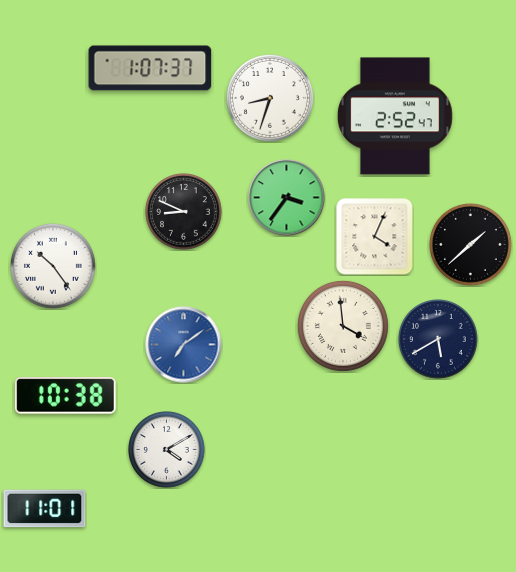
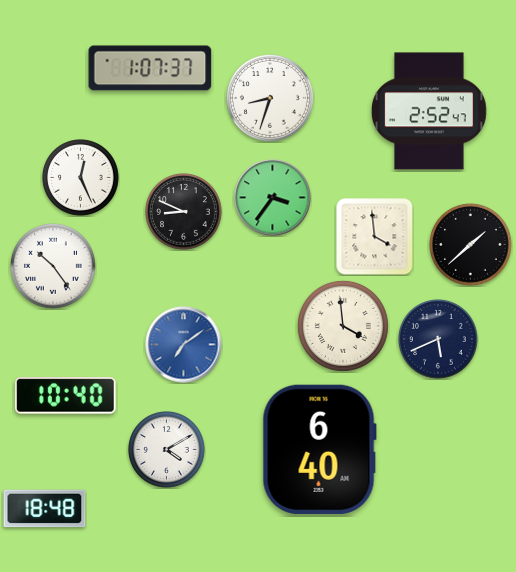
clock at (396, 116) position: (396, 116) -> (430, 111)
clock at (81, 178): none -> 12:26
clock at (287, 198) position: (287, 198) -> (273, 198)
clock at (375, 237): 4:04 -> 3:59
clock at (439, 340): 5:40 -> 5:41
clock at (65, 396): 10:38 -> 10:40
clock at (319, 449): none -> 6:40
clock at (45, 509): 11:01 -> 18:48
